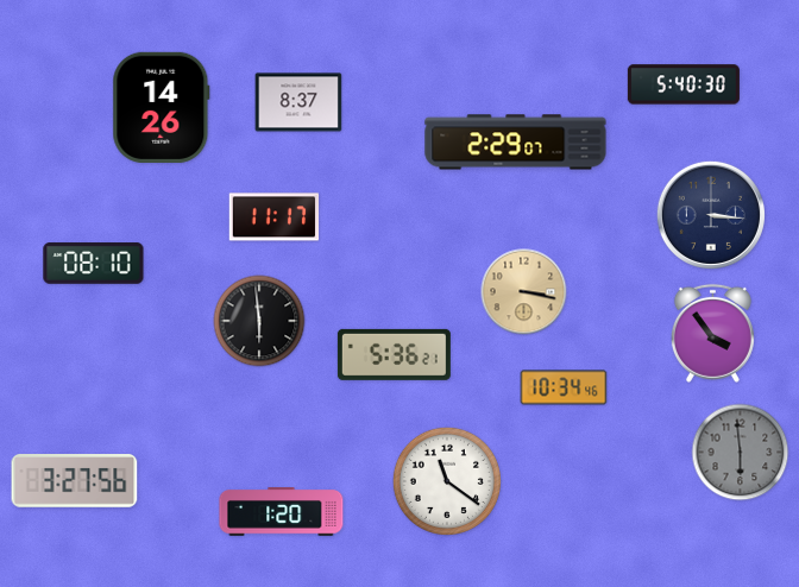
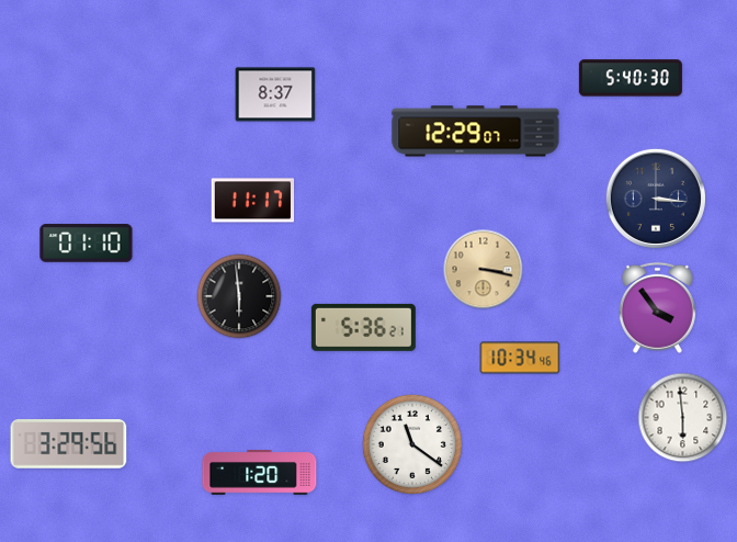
clock at (162, 107): 14:26 -> none
clock at (516, 143): 2:29 -> 12:29
clock at (94, 264): 08:10 -> 01:10
clock at (741, 453) dial: grey -> white
clock at (75, 481): 3:27 -> 3:29
